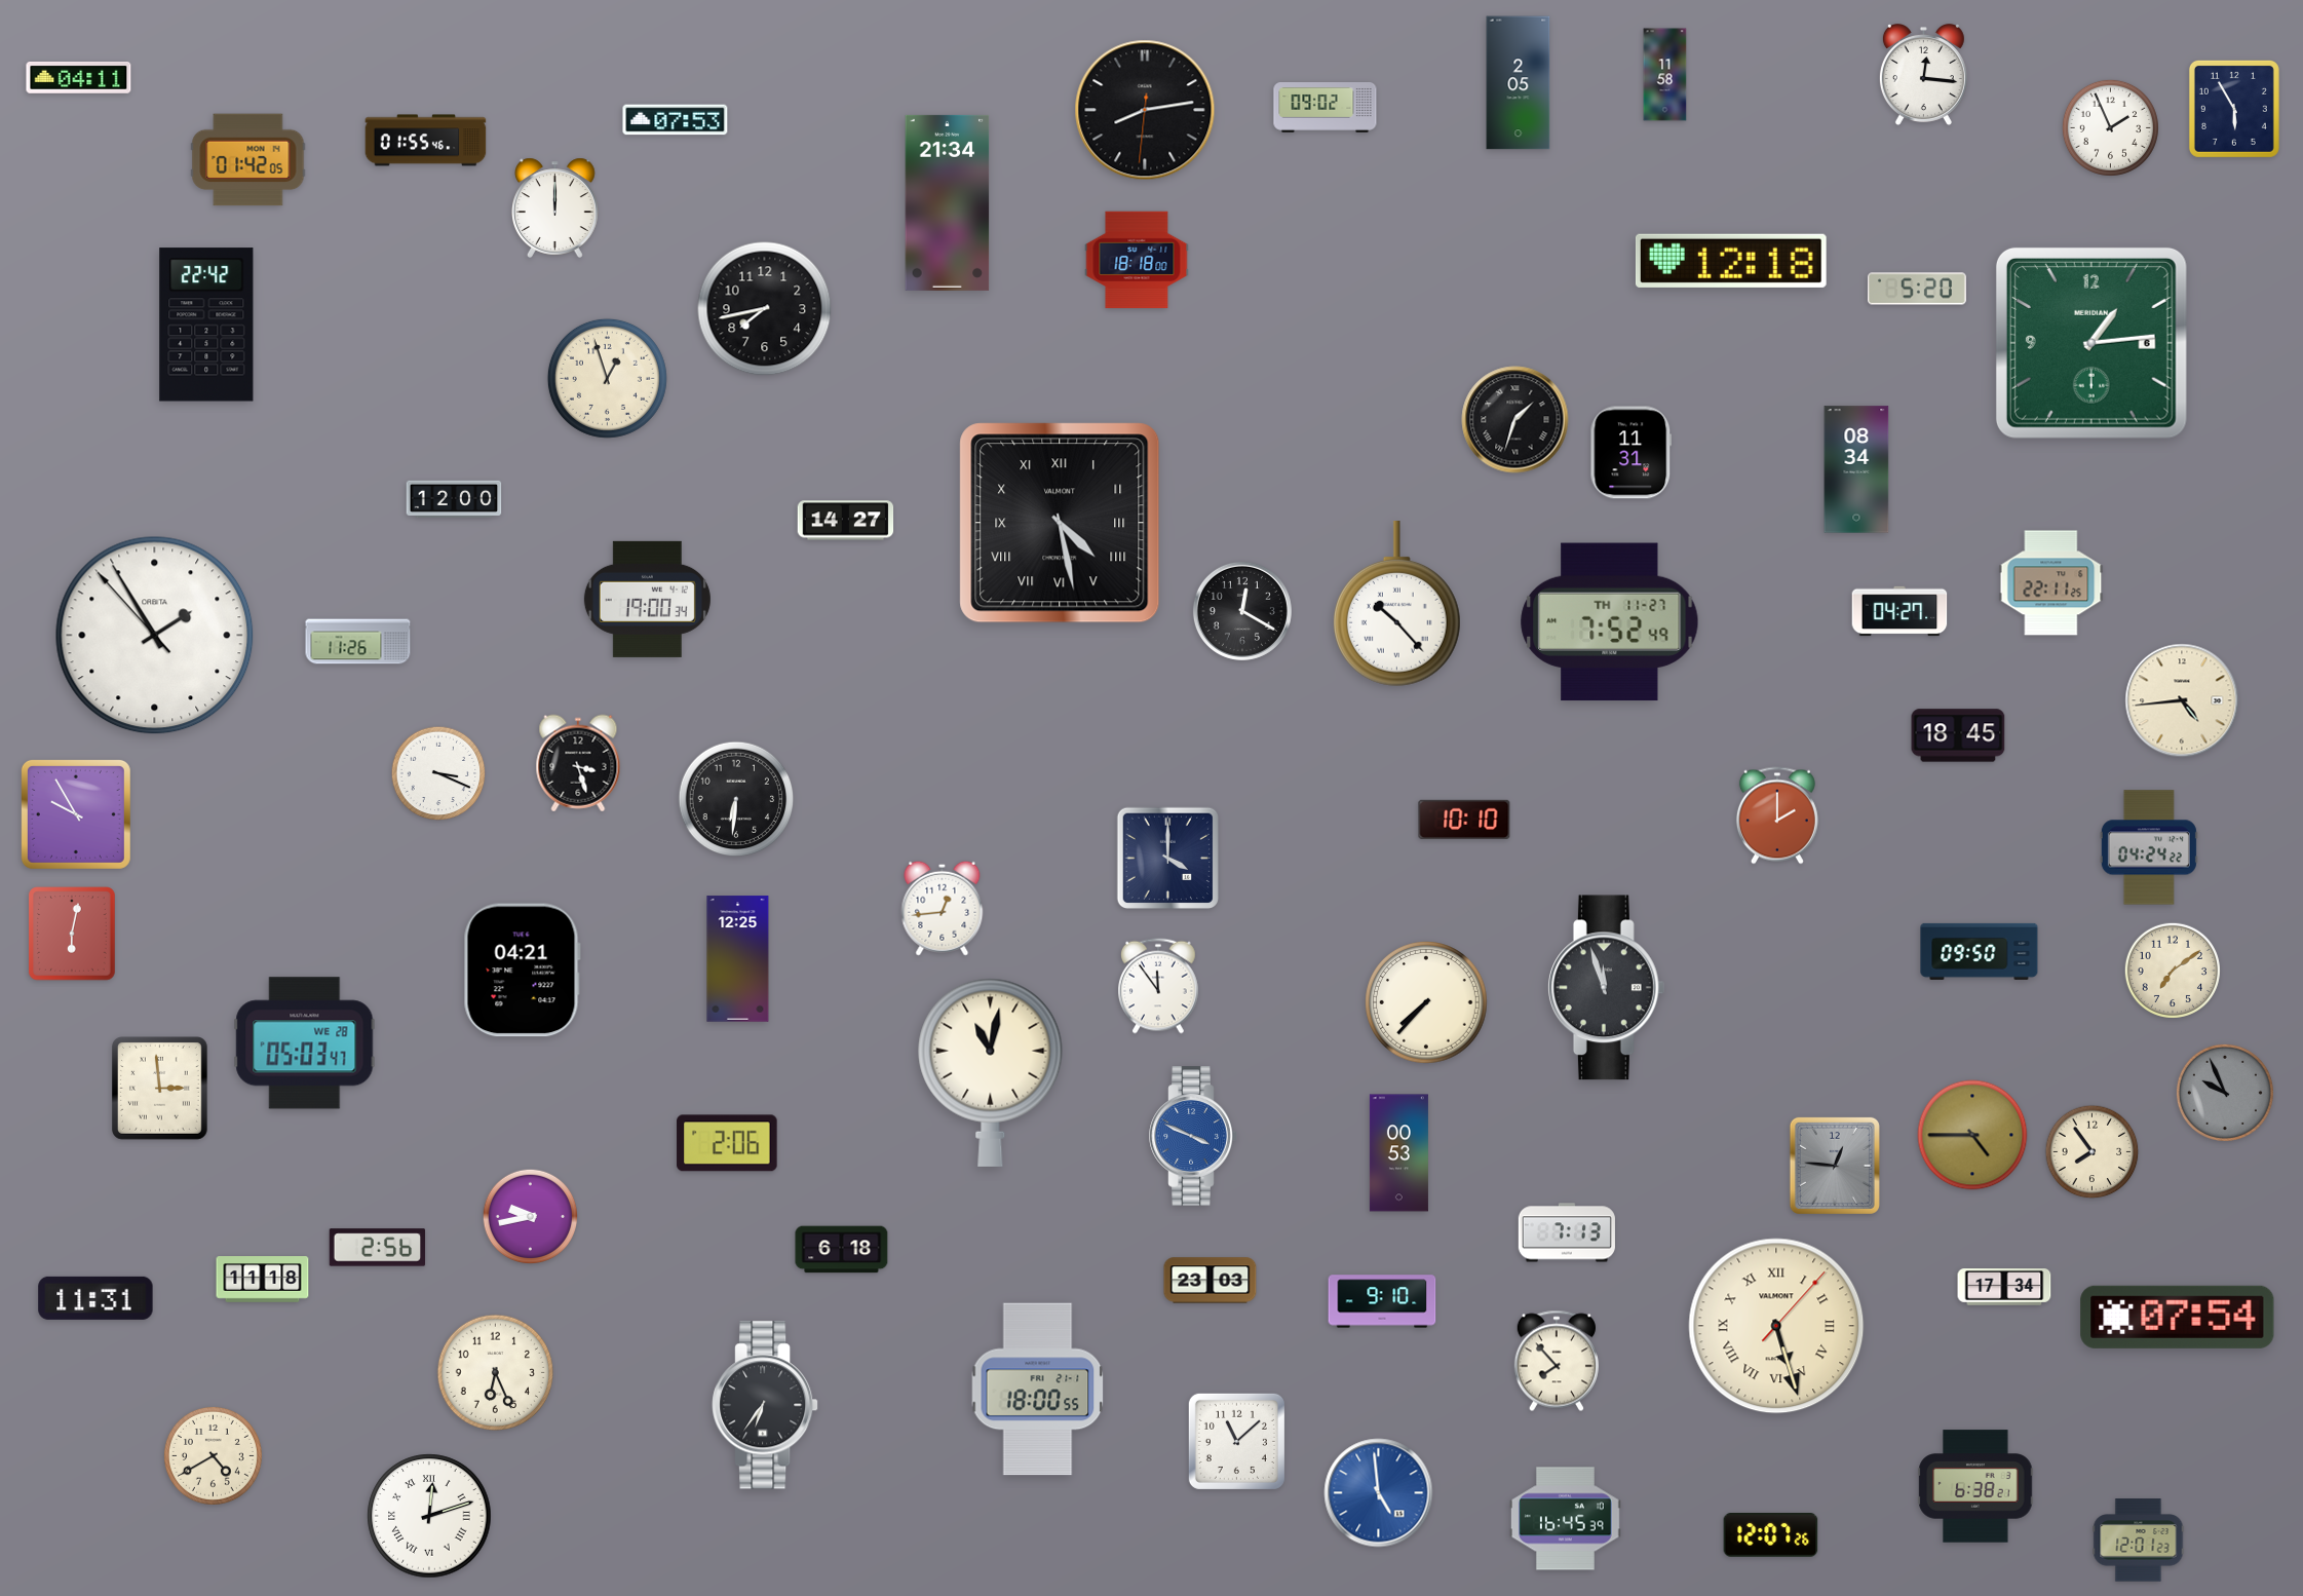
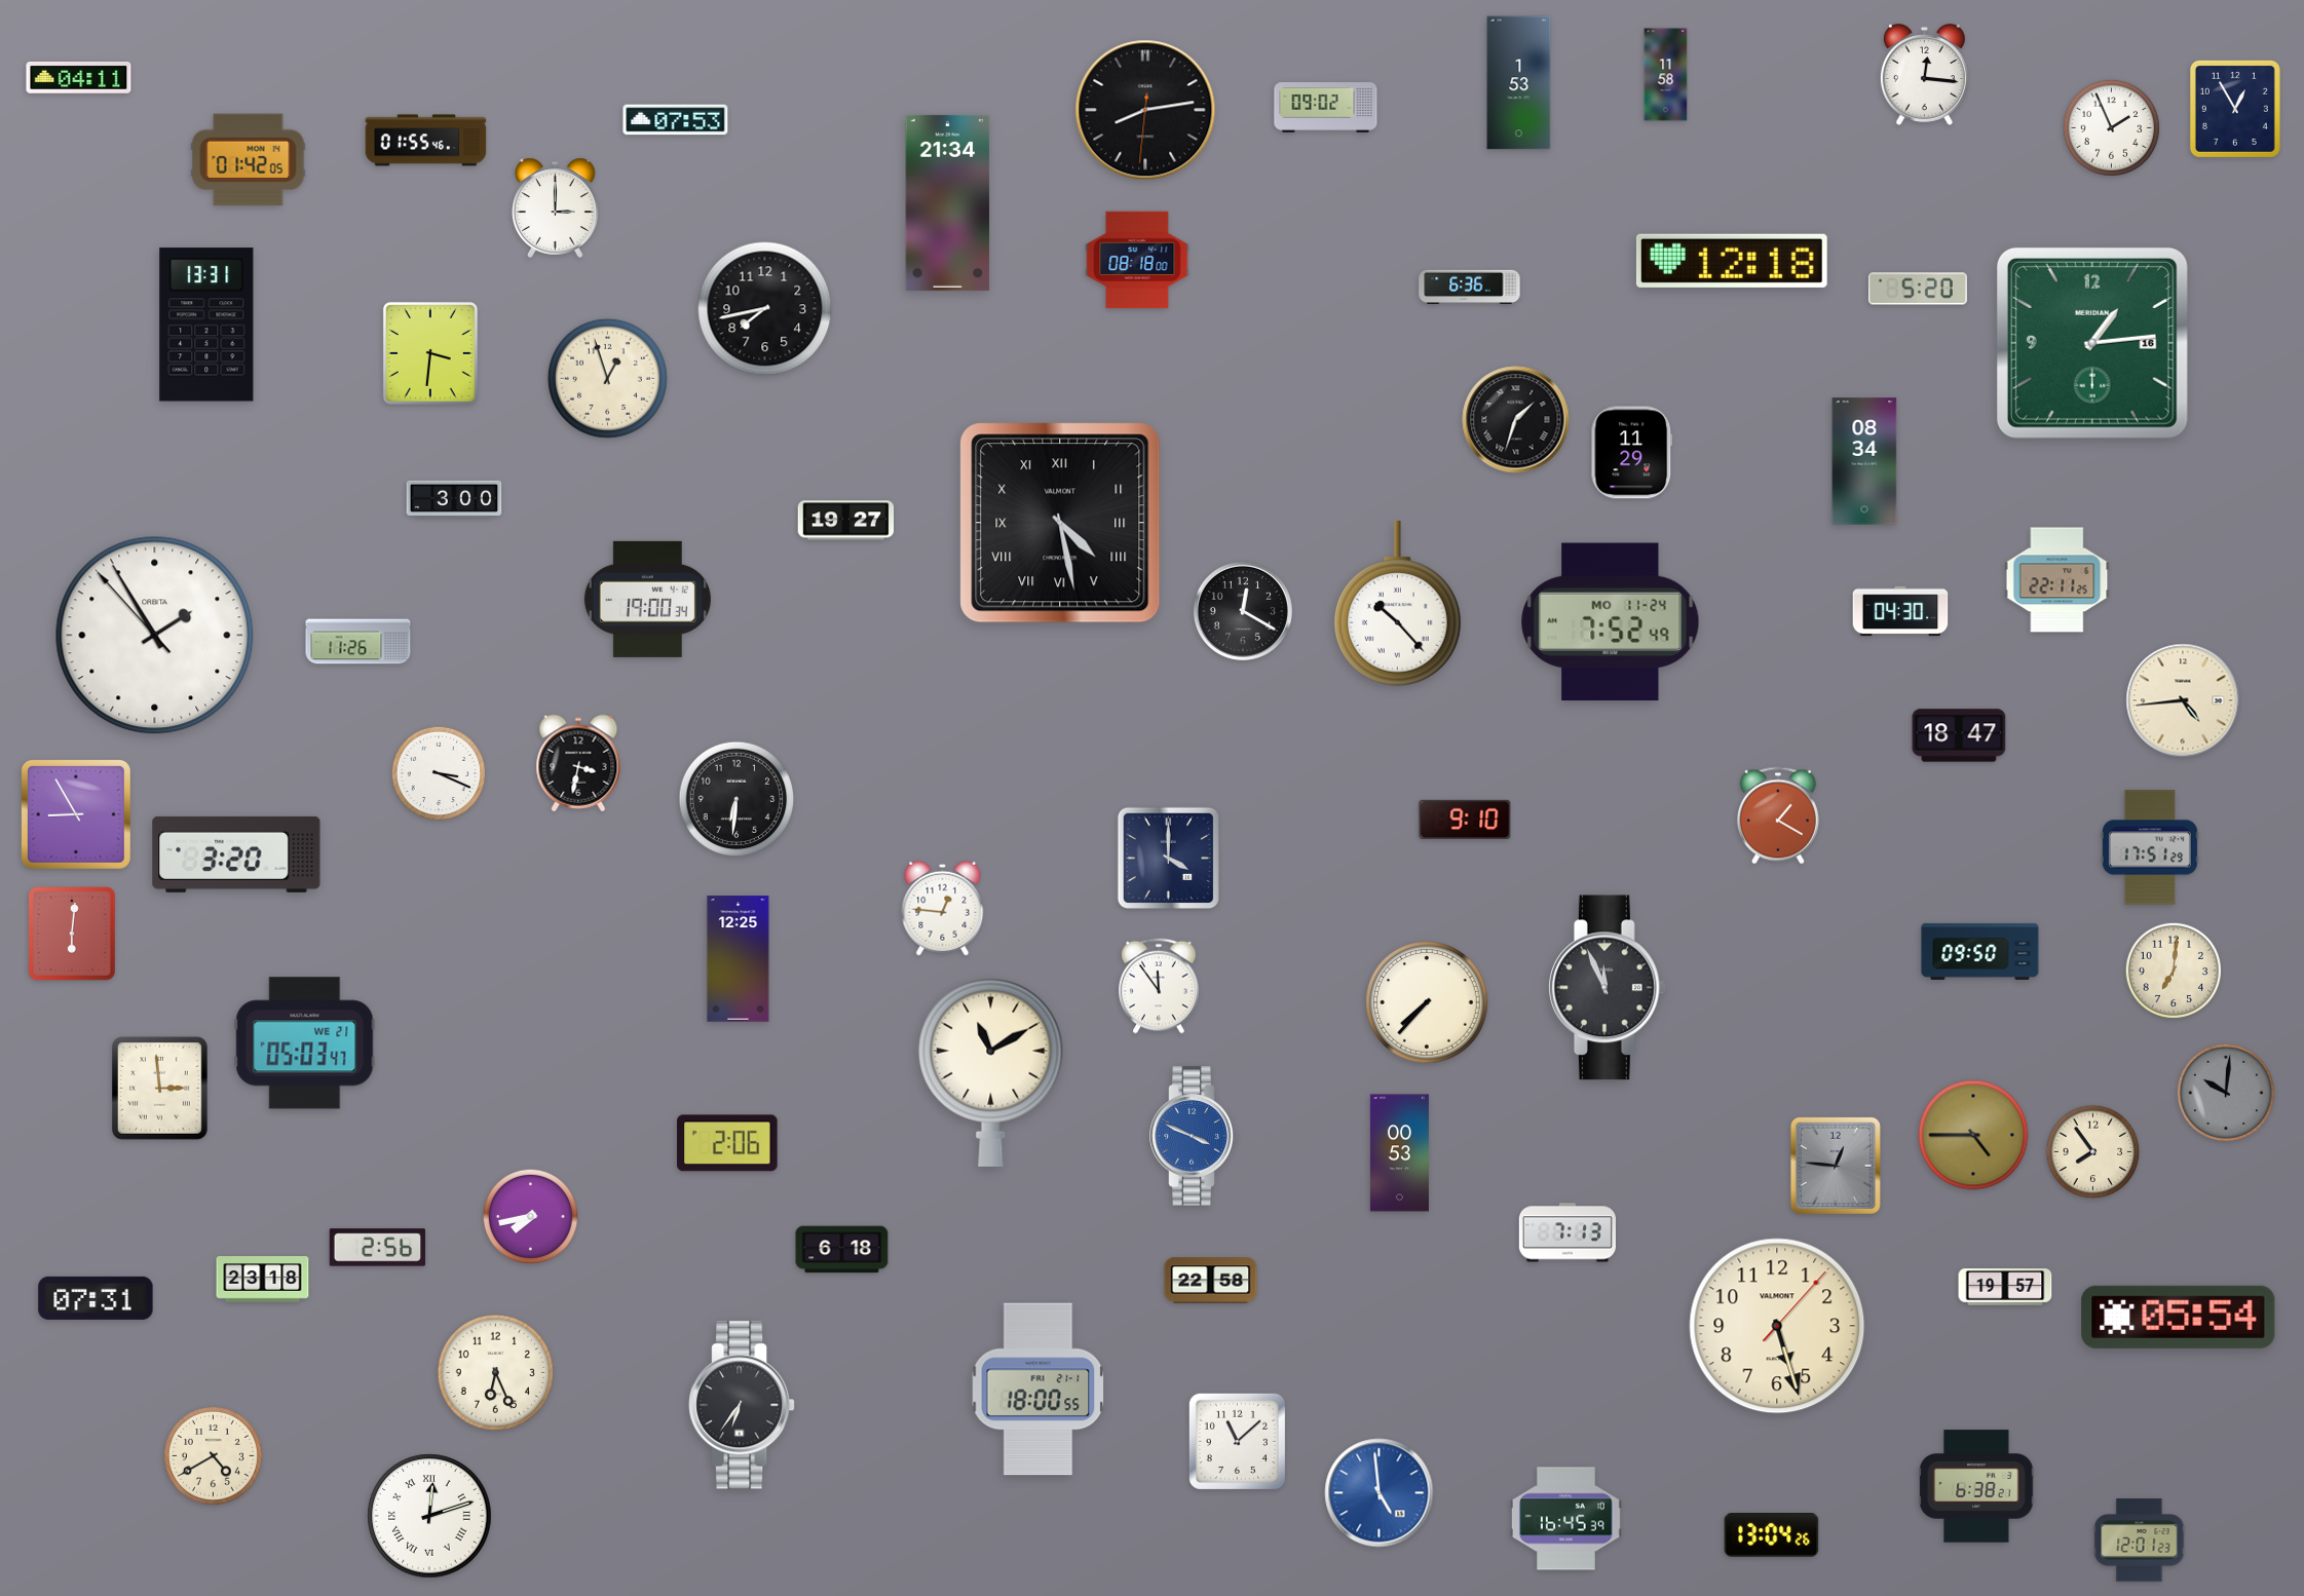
clock at (1519, 83): 2:05 -> 1:53
clock at (2234, 109): 5:55 -> 12:55
clock at (555, 207): 12:00 -> 3:00
clock at (1137, 260): 18:18 -> 08:18
clock at (1470, 288): none -> 6:36
clock at (206, 325): 22:42 -> 13:31
clock at (2091, 343) date: 6 -> 16
clock at (430, 353): none -> 3:31
clock at (1632, 453): 11:31 -> 11:29
clock at (1856, 469) position: (1856, 469) -> (1864, 461)
clock at (454, 498): 12:00 -> 3:00
clock at (846, 521): 14:27 -> 19:27
clock at (2051, 583) position: (2051, 583) -> (2057, 580)
clock at (1899, 611): 04:27 -> 04:30
clock at (1610, 622) date: TH 11-27 -> MO 11-24
clock at (1958, 735): 18:45 -> 18:47
clock at (578, 763): 3:27 -> 3:32
clock at (76, 814): 9:55 -> 8:55
clock at (1777, 815): 2:00 -> 1:20
clock at (1464, 820): 10:10 -> 9:10
clock at (2149, 847): 04:24 -> 17:51
clock at (236, 854): none -> 3:20
clock at (943, 908): 12:44 -> 12:46
clock at (72, 934): 6:02 -> 6:01
clock at (522, 971): 04:21 -> none
clock at (2173, 971): 7:09 -> 7:01
clock at (1606, 988): 11:57 -> 11:56
clock at (305, 1043) date: WE 28 -> WE 21
clock at (991, 1072): 11:02 -> 11:10
clock at (2225, 1093): 9:56 -> 10:01
clock at (531, 1217): 9:43 -> 7:43
clock at (263, 1280): 11:18 -> 23:18
clock at (1211, 1281): 23:03 -> 22:58
clock at (2004, 1287): 17:34 -> 19:57
clock at (95, 1298): 11:31 -> 07:31
clock at (1382, 1301): 9:10 -> none
clock at (2178, 1317): 07:54 -> 05:54
clock at (1776, 1326) numerals: Roman -> Arabic
clock at (1557, 1361): 7:53 -> none
clock at (765, 1405) position: (765, 1405) -> (742, 1405)
clock at (1771, 1535): 12:07 -> 13:04
